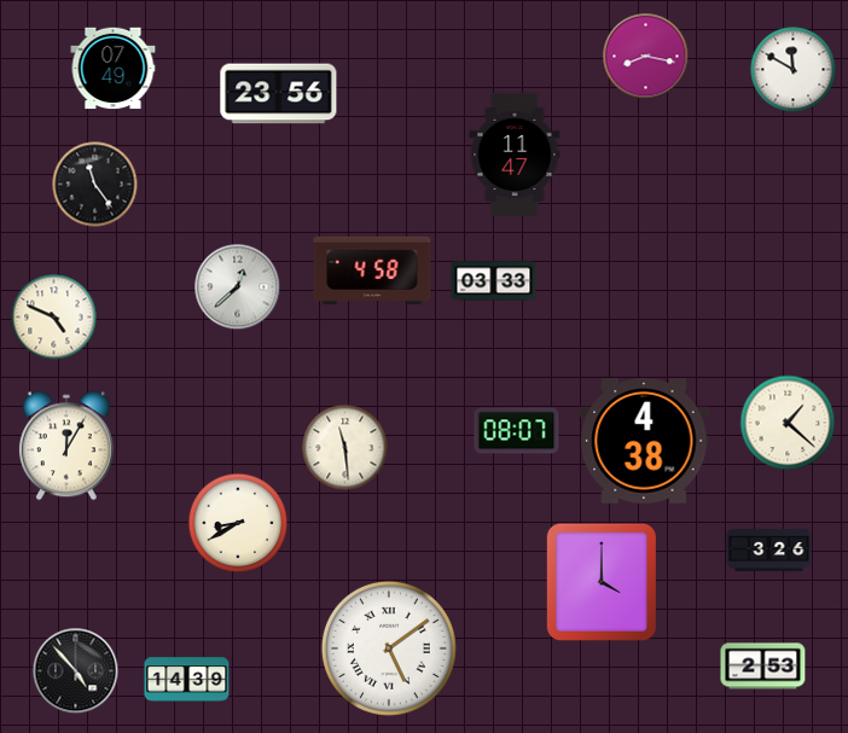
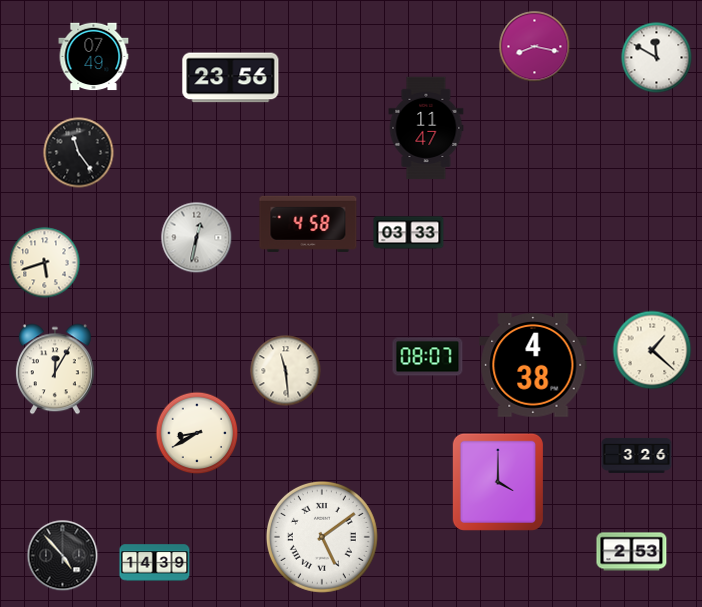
clock at (238, 287): 12:38 -> 12:32
clock at (54, 318): 4:49 -> 5:42
